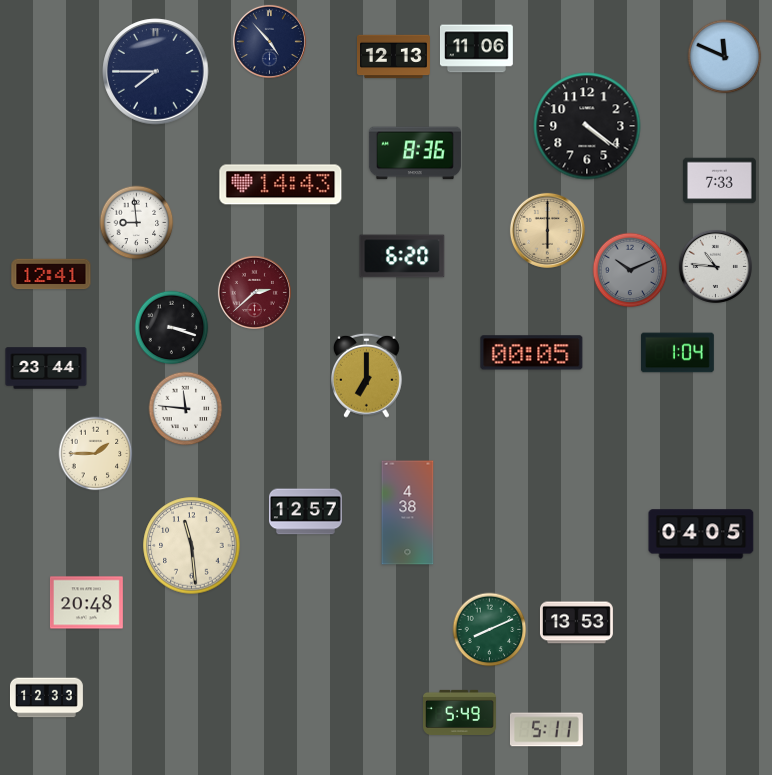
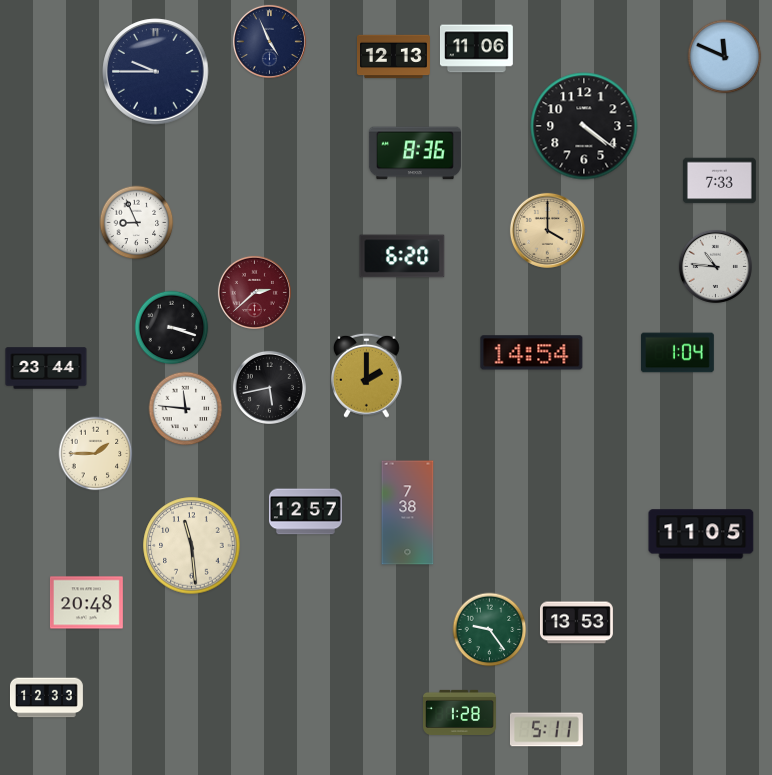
clock at (269, 41): 4:53 -> 4:56
clock at (156, 72): 7:45 -> 9:45
clock at (587, 126) position: (587, 126) -> (584, 126)
clock at (281, 185): 14:43 -> none
clock at (137, 223): 8:59 -> 8:56
clock at (547, 230): 6:00 -> 4:00
clock at (630, 270): 10:11 -> none
clock at (51, 274): 12:41 -> none
clock at (532, 353): 00:05 -> 14:54
clock at (366, 375): 7:00 -> 2:00
clock at (269, 387): none -> 5:43
clock at (408, 513): 4:38 -> 7:38
clock at (701, 534): 04:05 -> 11:05
clock at (490, 630): 8:11 -> 9:24
clock at (460, 712): 5:49 -> 1:28
